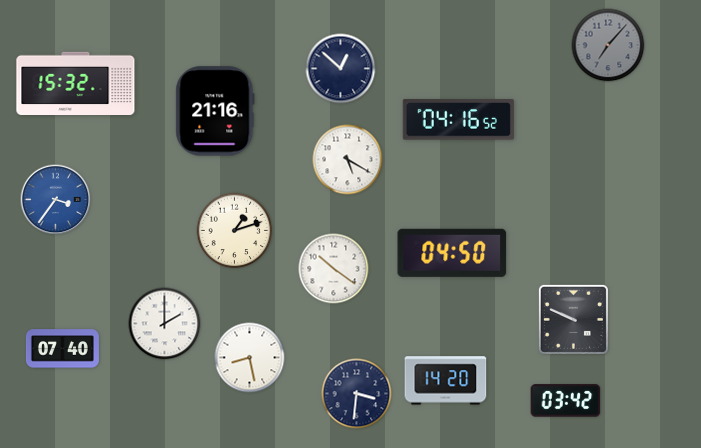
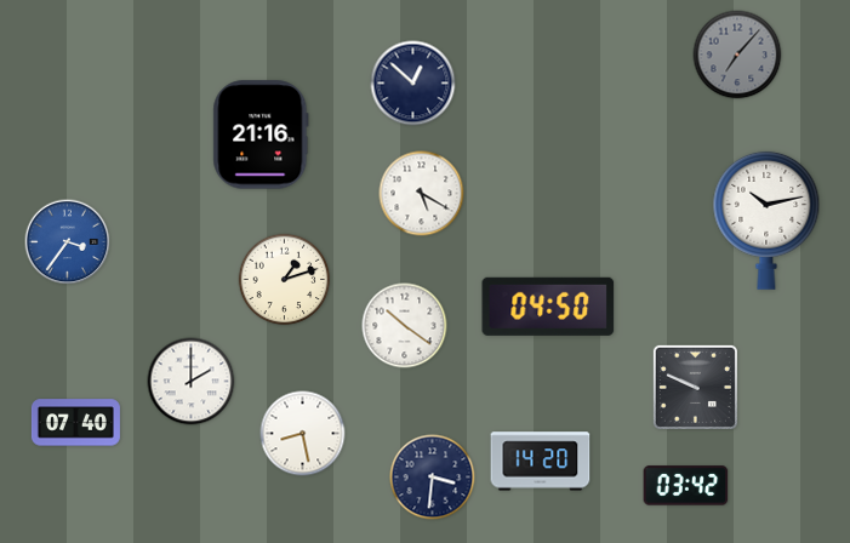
clock at (76, 83): 15:32 -> none
clock at (458, 120): 04:16 -> none
clock at (766, 221): none -> 10:13
clock at (165, 324) position: (165, 324) -> (192, 382)
